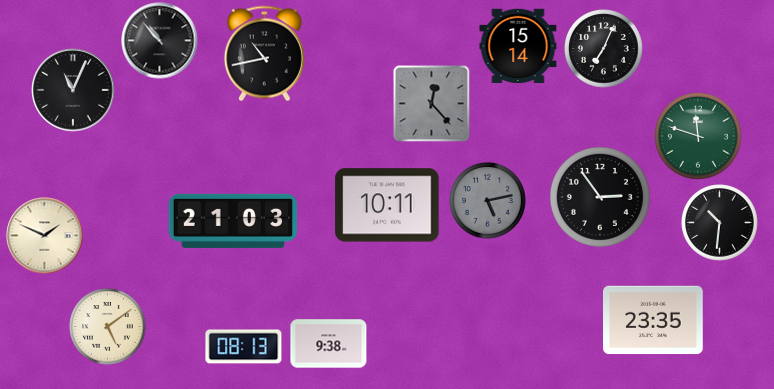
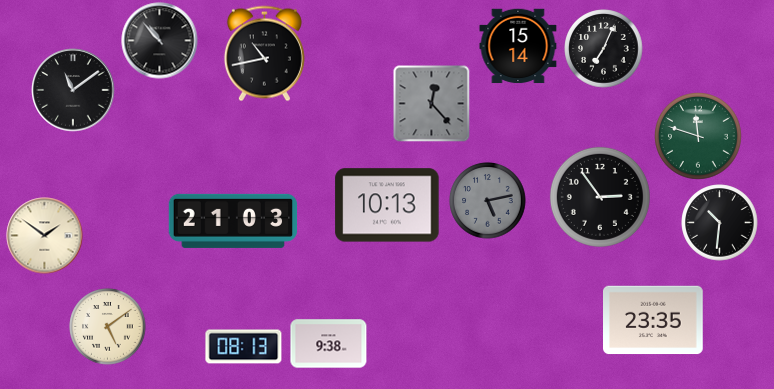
clock at (73, 90): 11:04 -> 11:09
clock at (387, 205): 10:11 -> 10:13
clock at (45, 236): 1:49 -> 1:51
